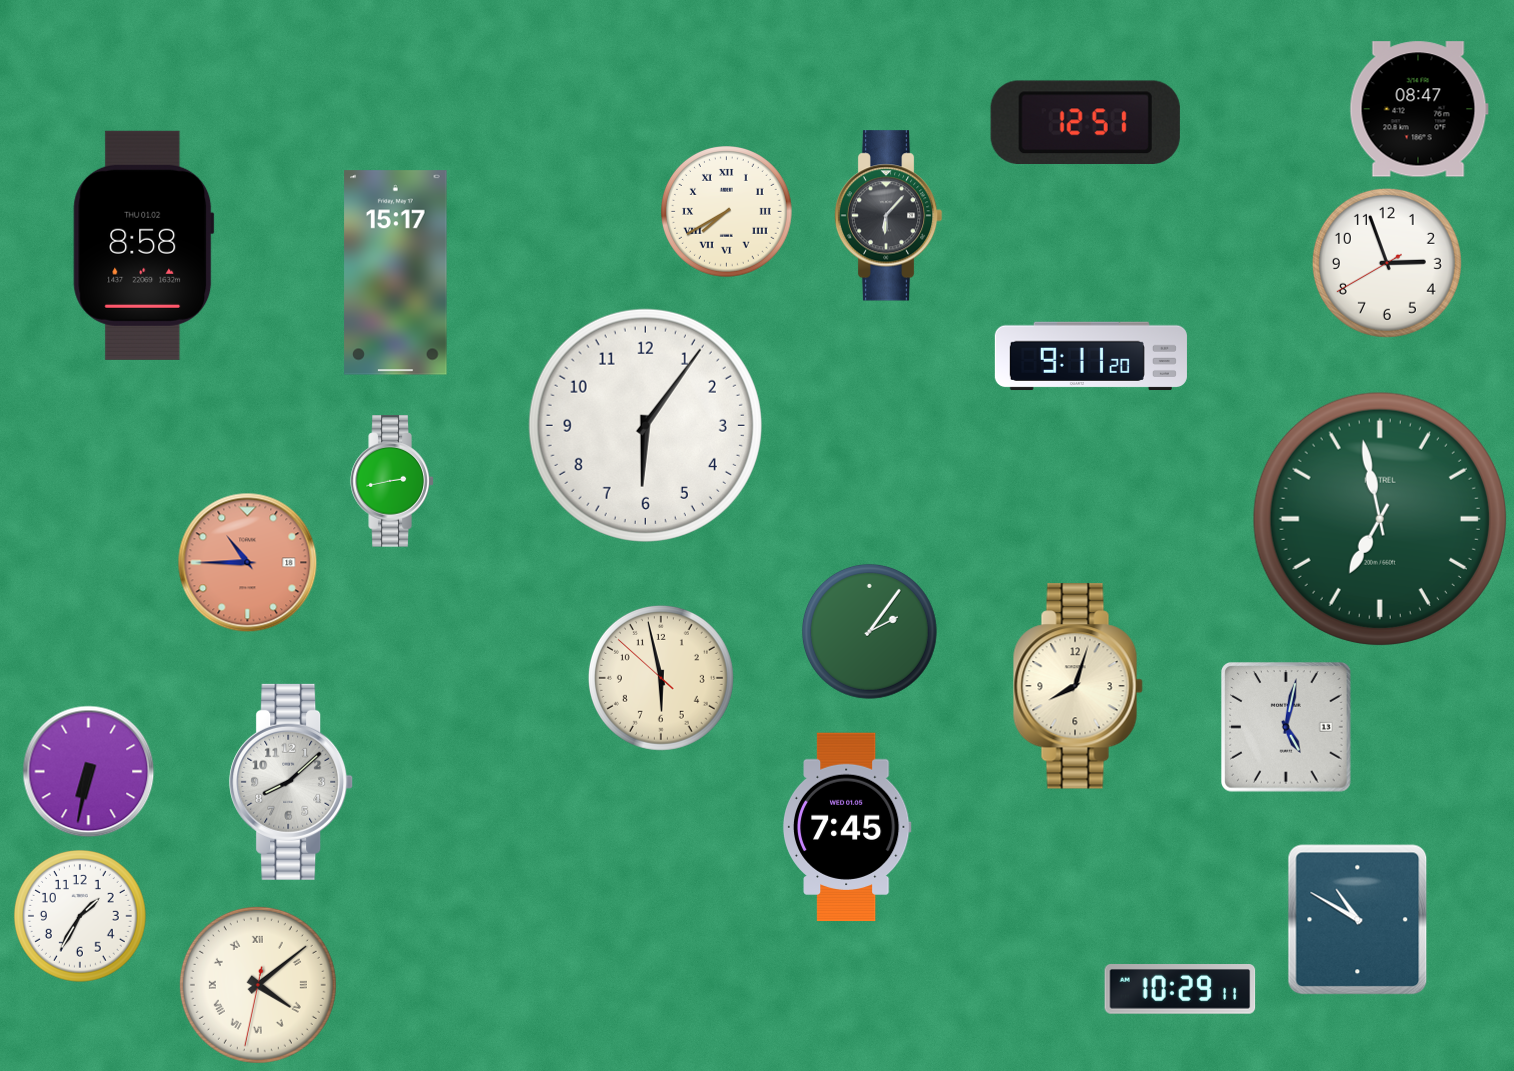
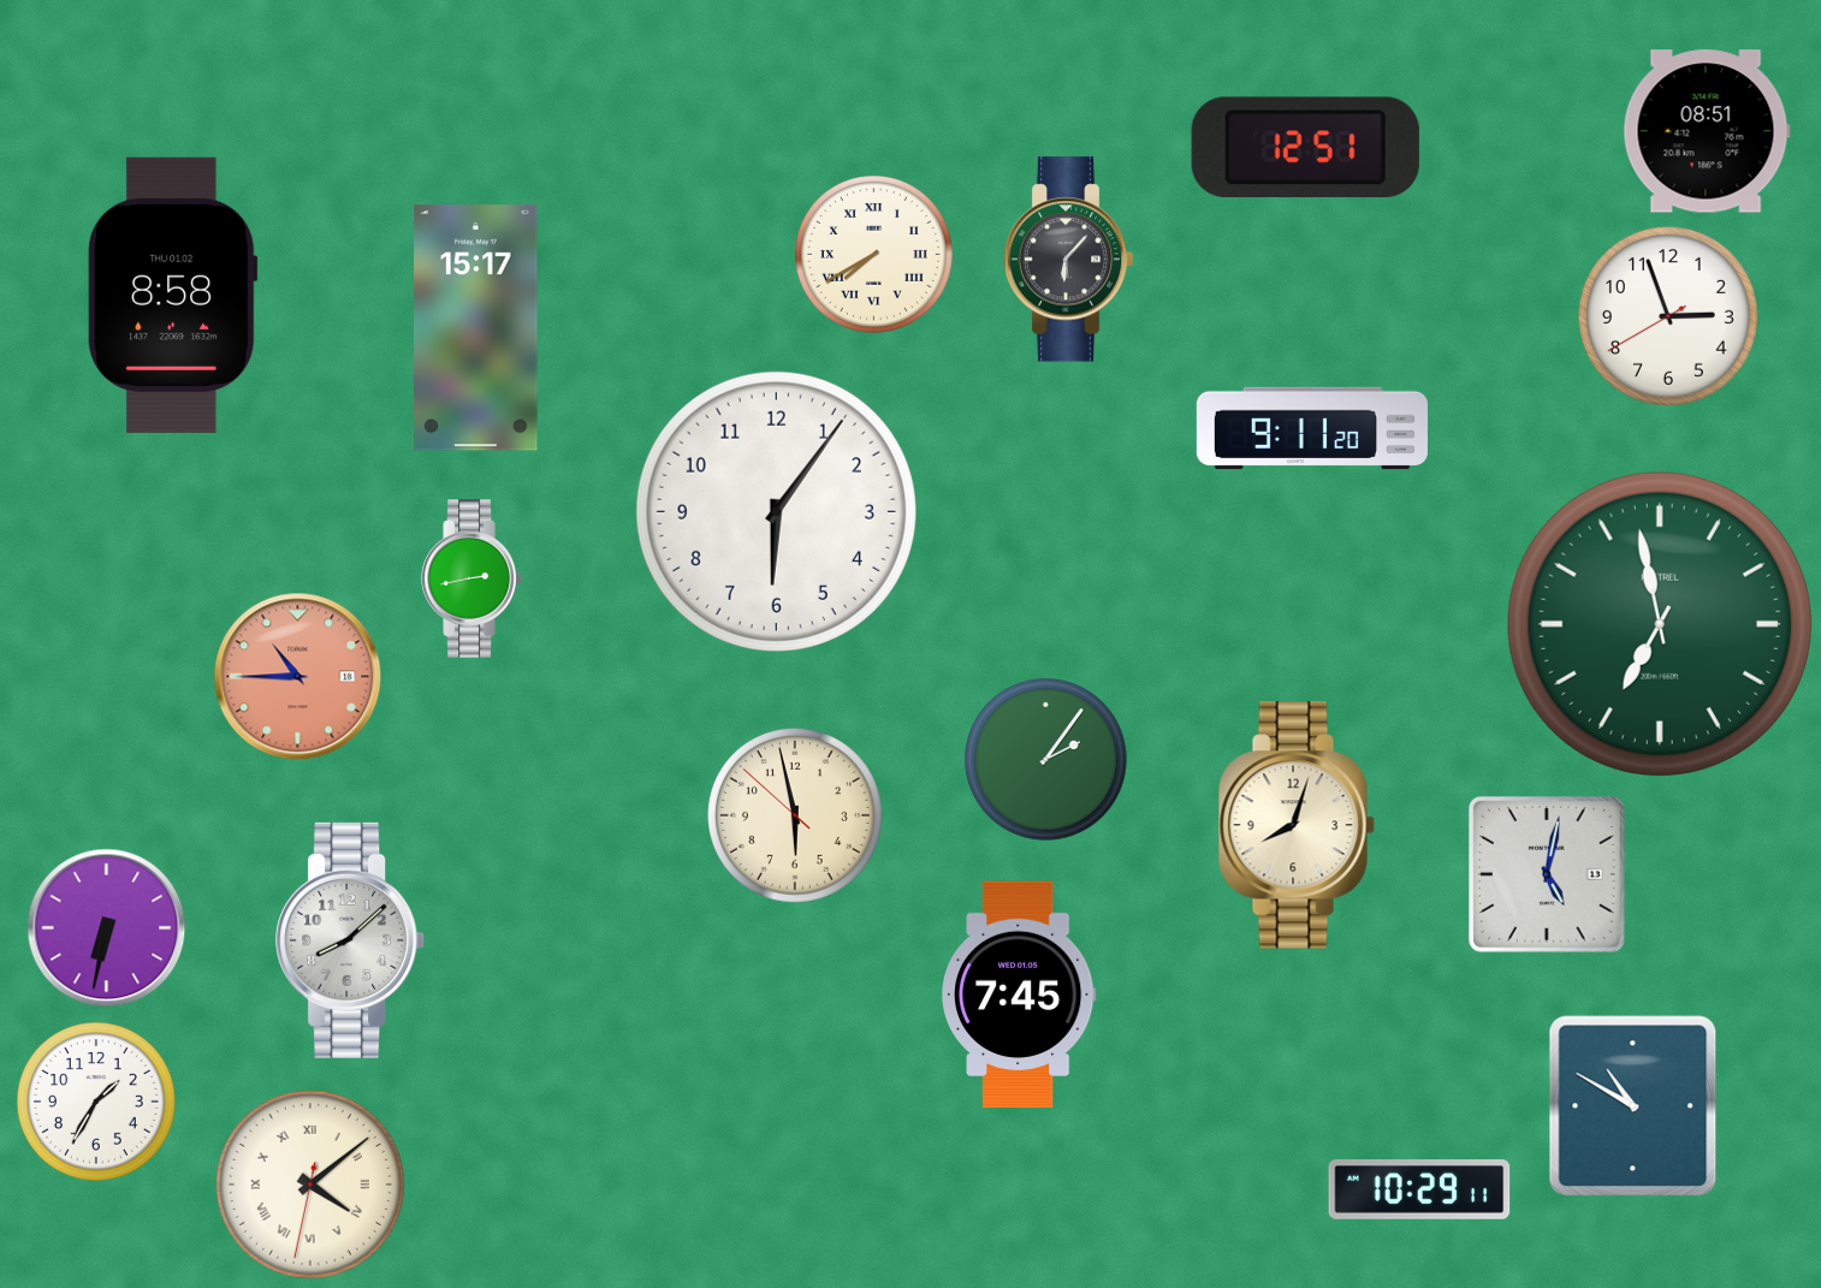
clock at (1419, 109): 08:47 -> 08:51
